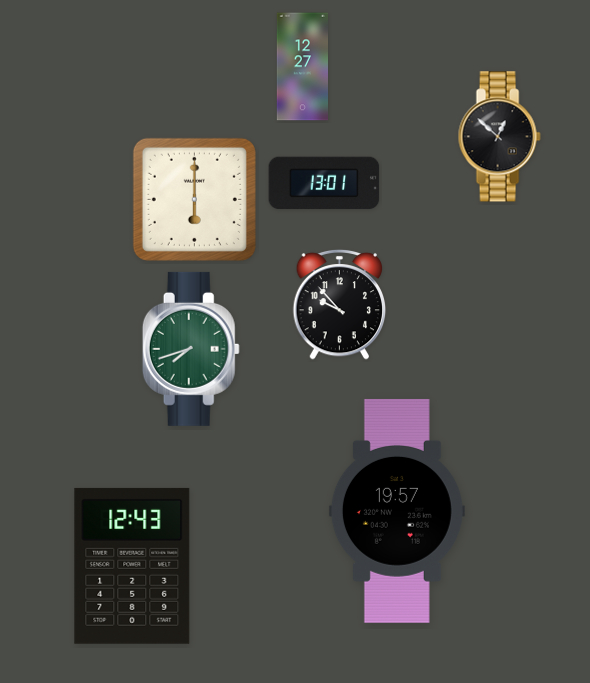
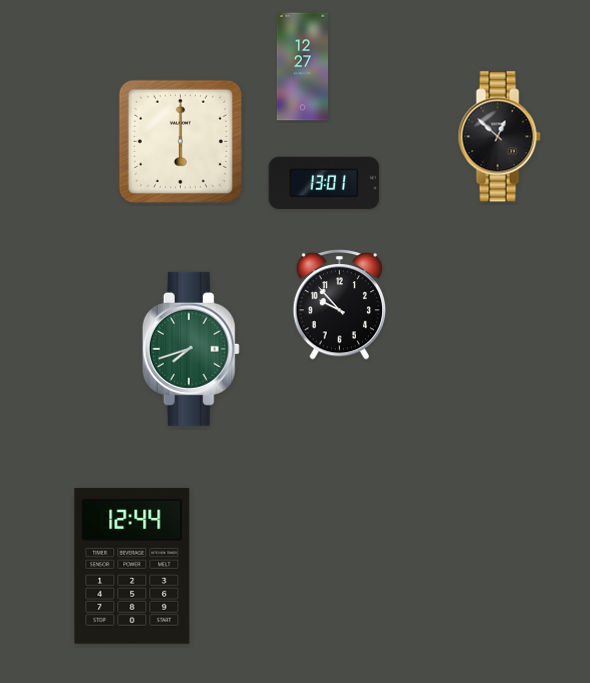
clock at (194, 199) position: (194, 199) -> (180, 141)
clock at (397, 511): 19:57 -> none
clock at (132, 566): 12:43 -> 12:44
